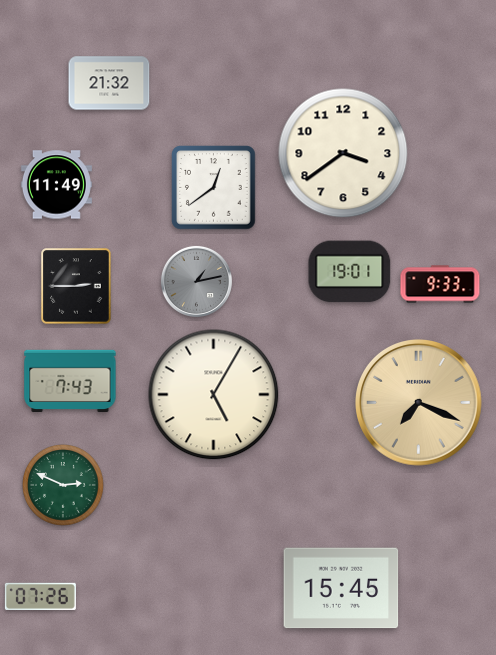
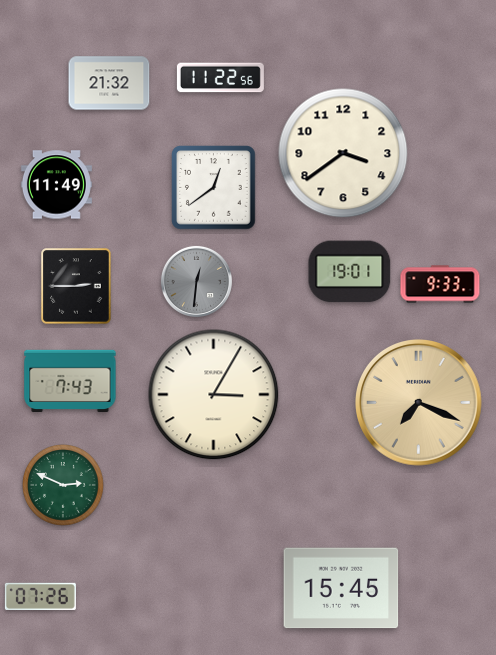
clock at (220, 78): none -> 11:22
clock at (196, 281): 1:13 -> 12:31
clock at (214, 395): 5:05 -> 3:05
